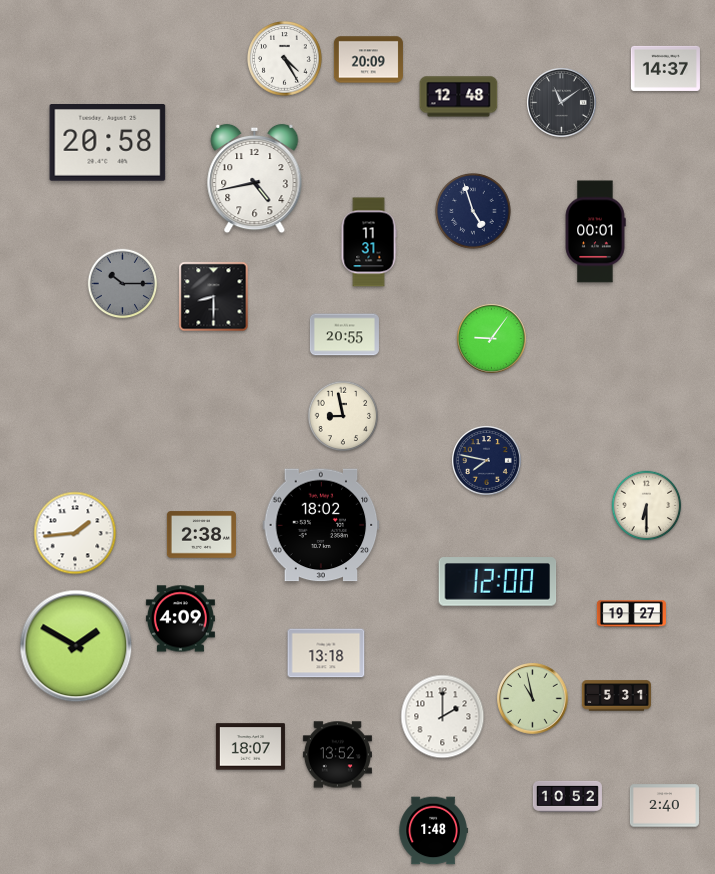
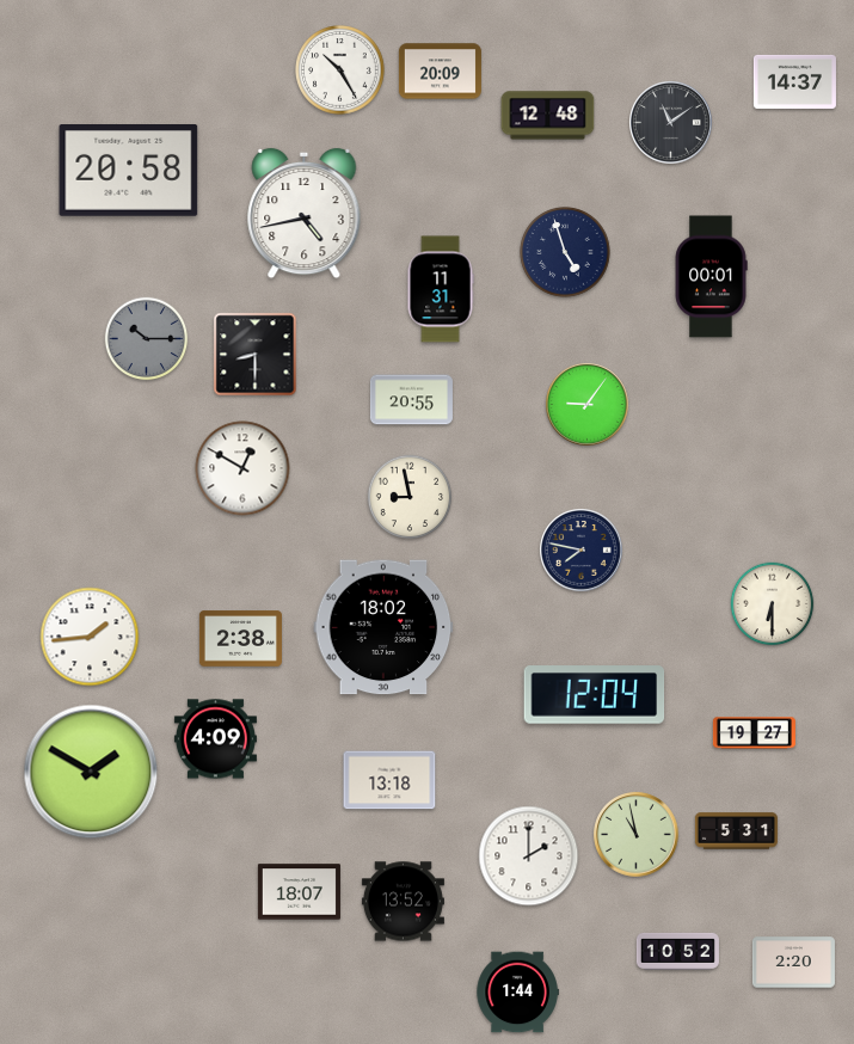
clock at (285, 59): 4:25 -> 10:25
clock at (242, 468): none -> 12:50
clock at (498, 582): 12:00 -> 12:04
clock at (664, 806): 2:40 -> 2:20
clock at (433, 831): 1:48 -> 1:44
